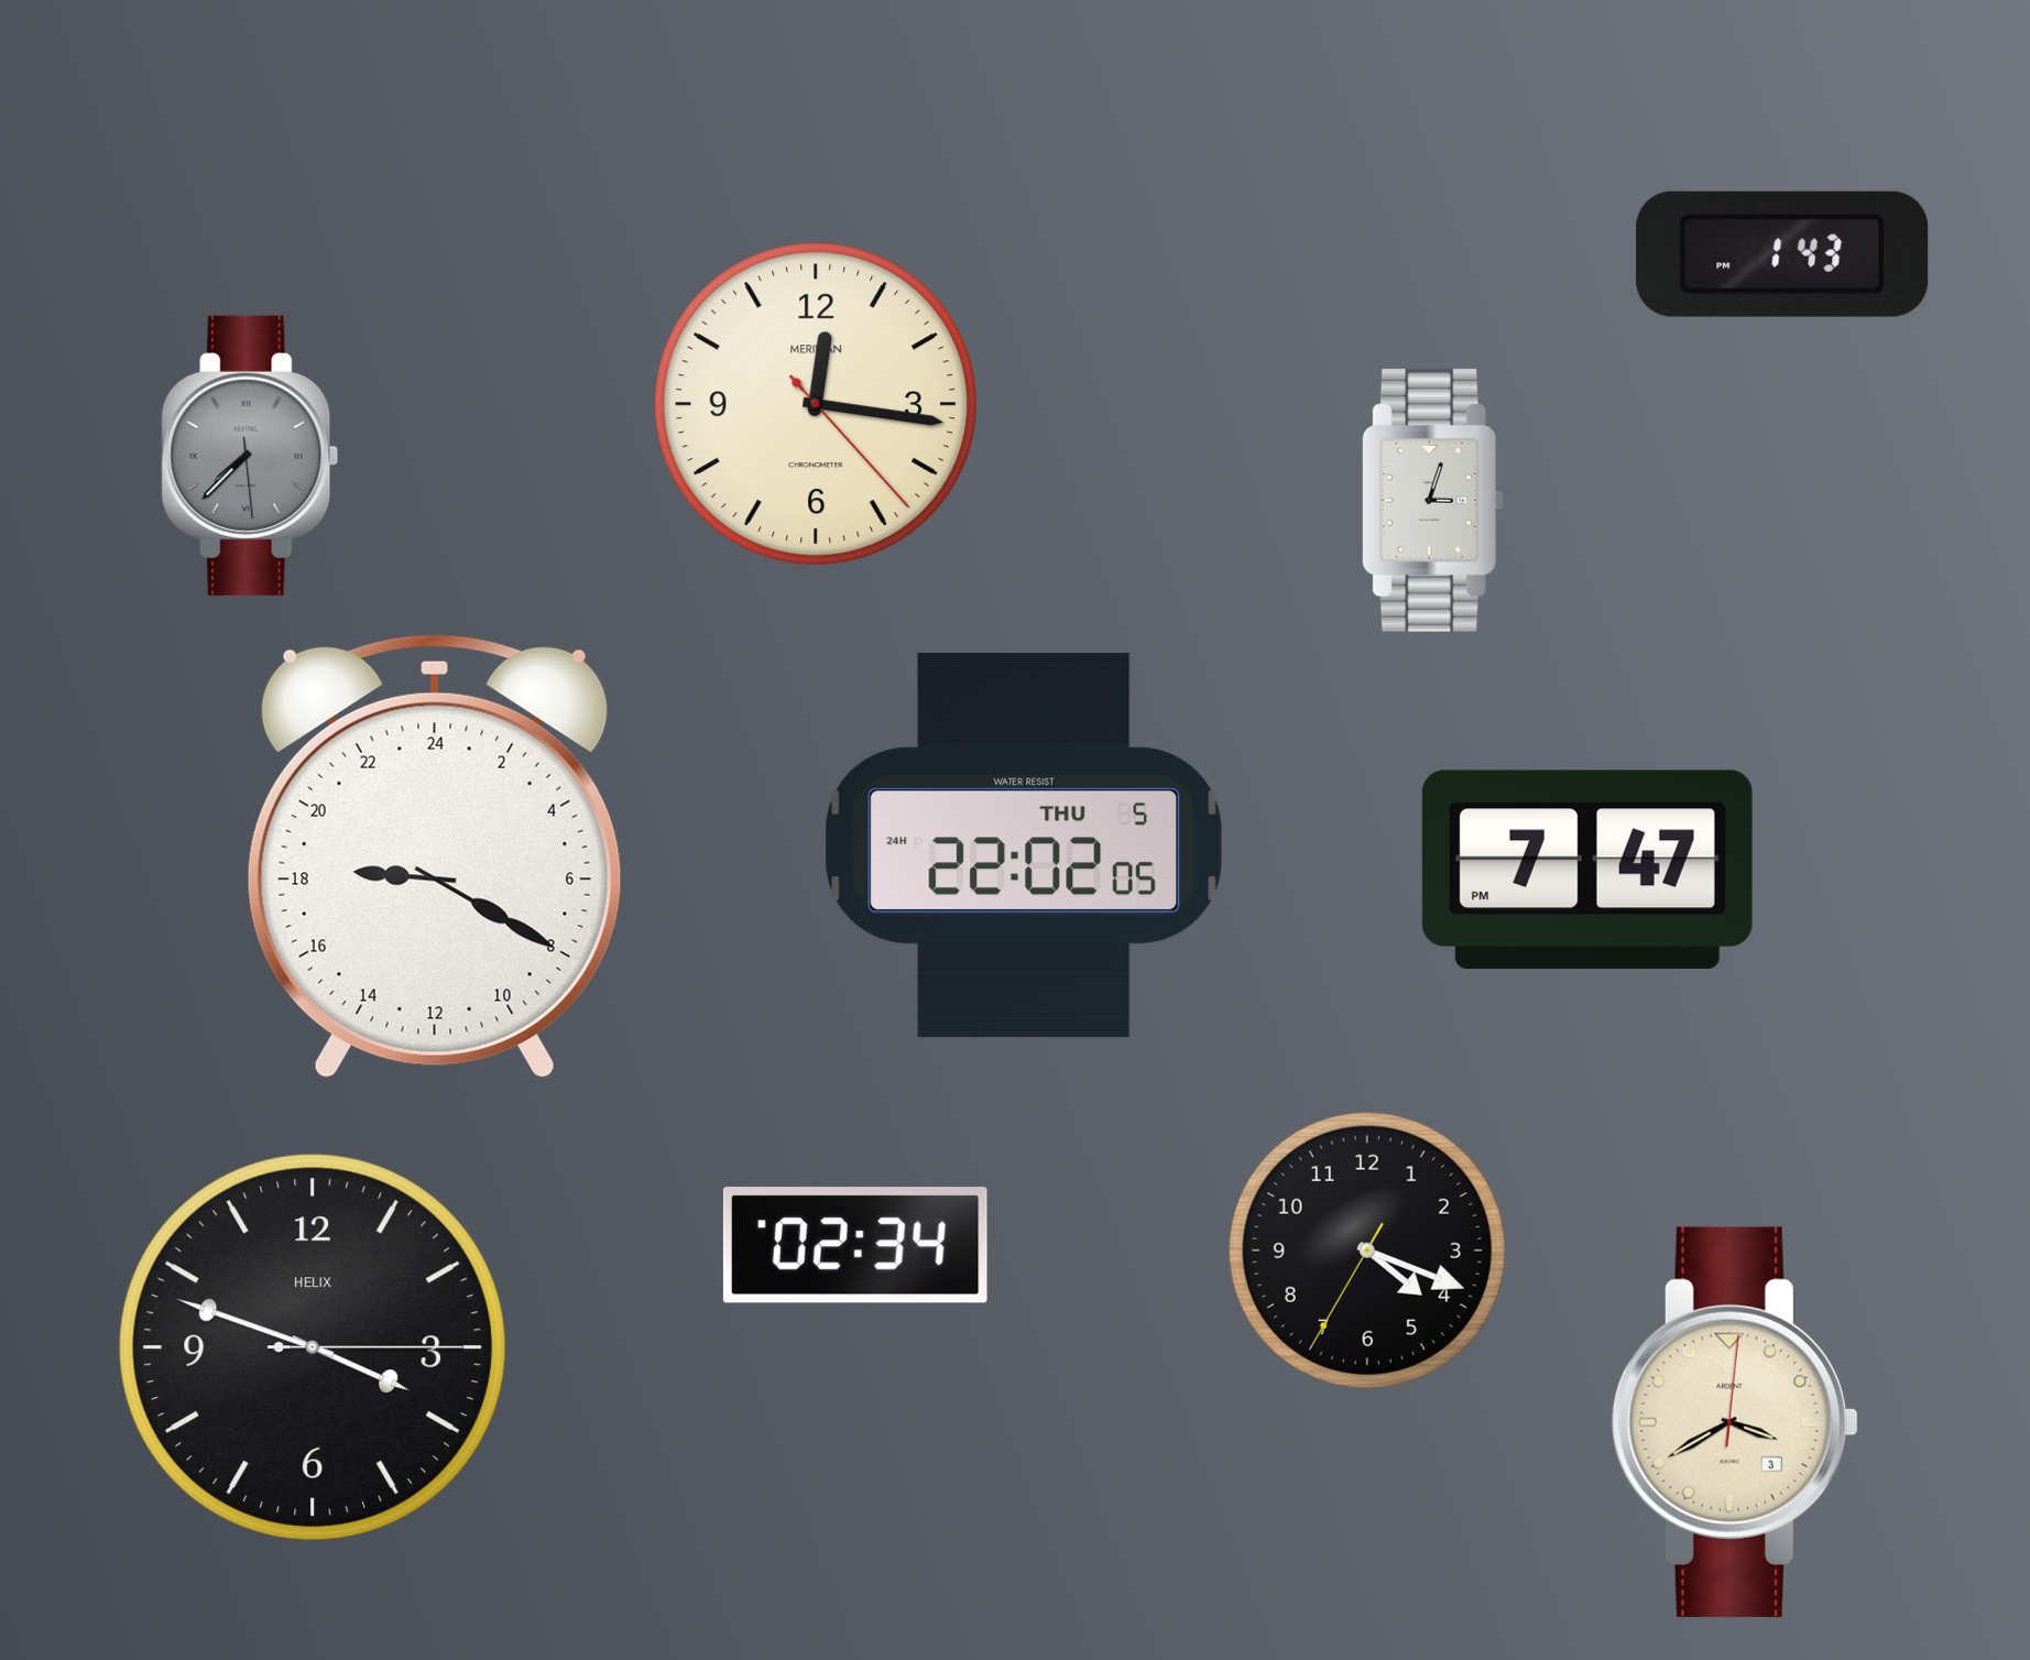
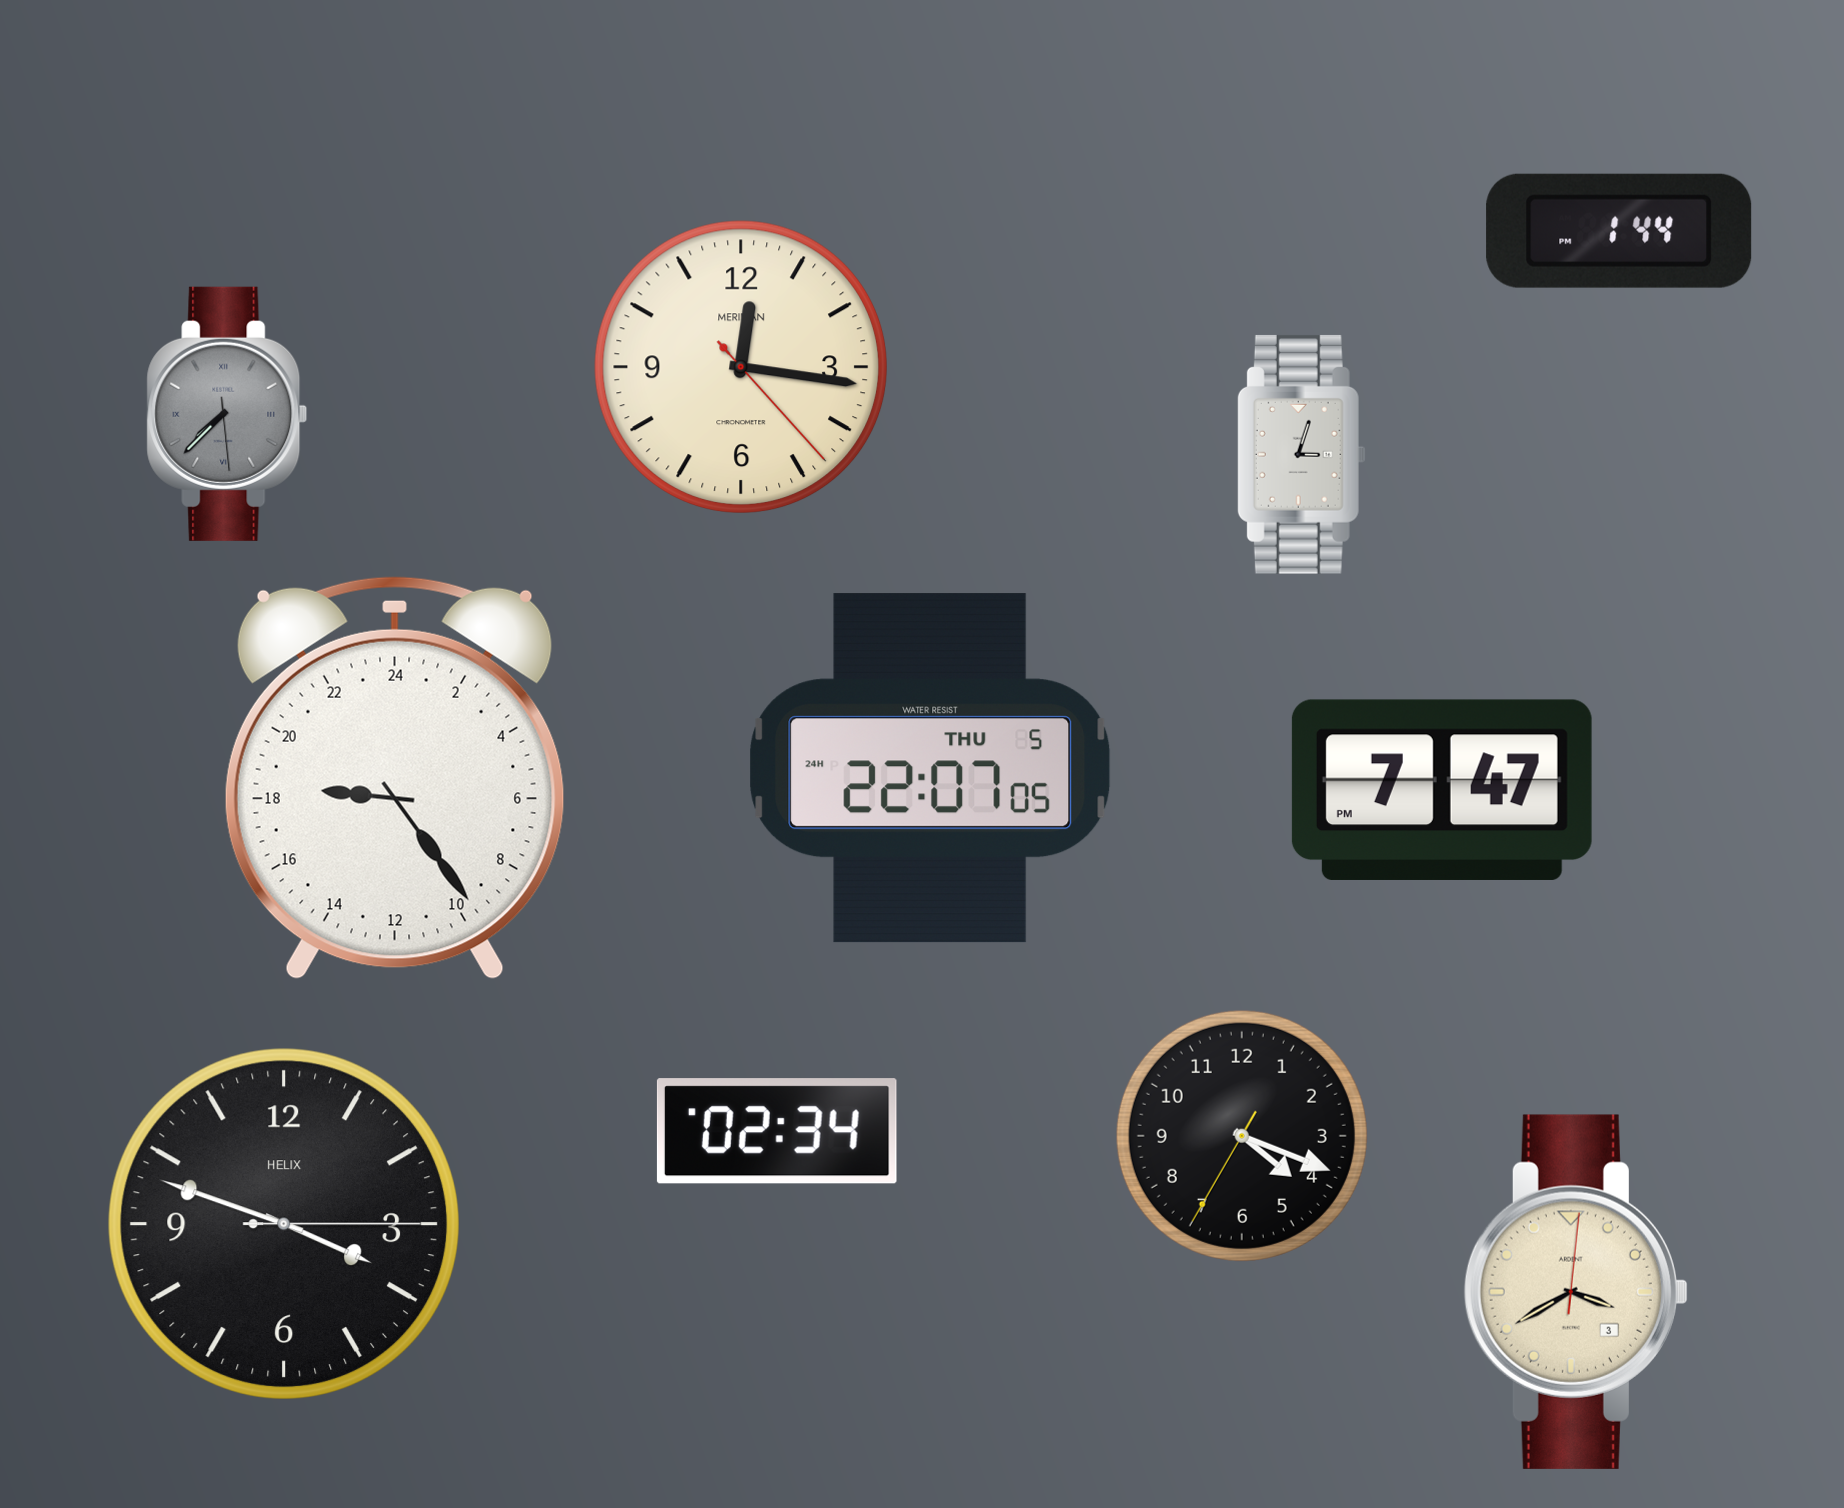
clock at (1782, 254): 1:43 -> 1:44
clock at (1024, 845): 22:02 -> 22:07
clock at (435, 856): 18:20 -> 18:24
